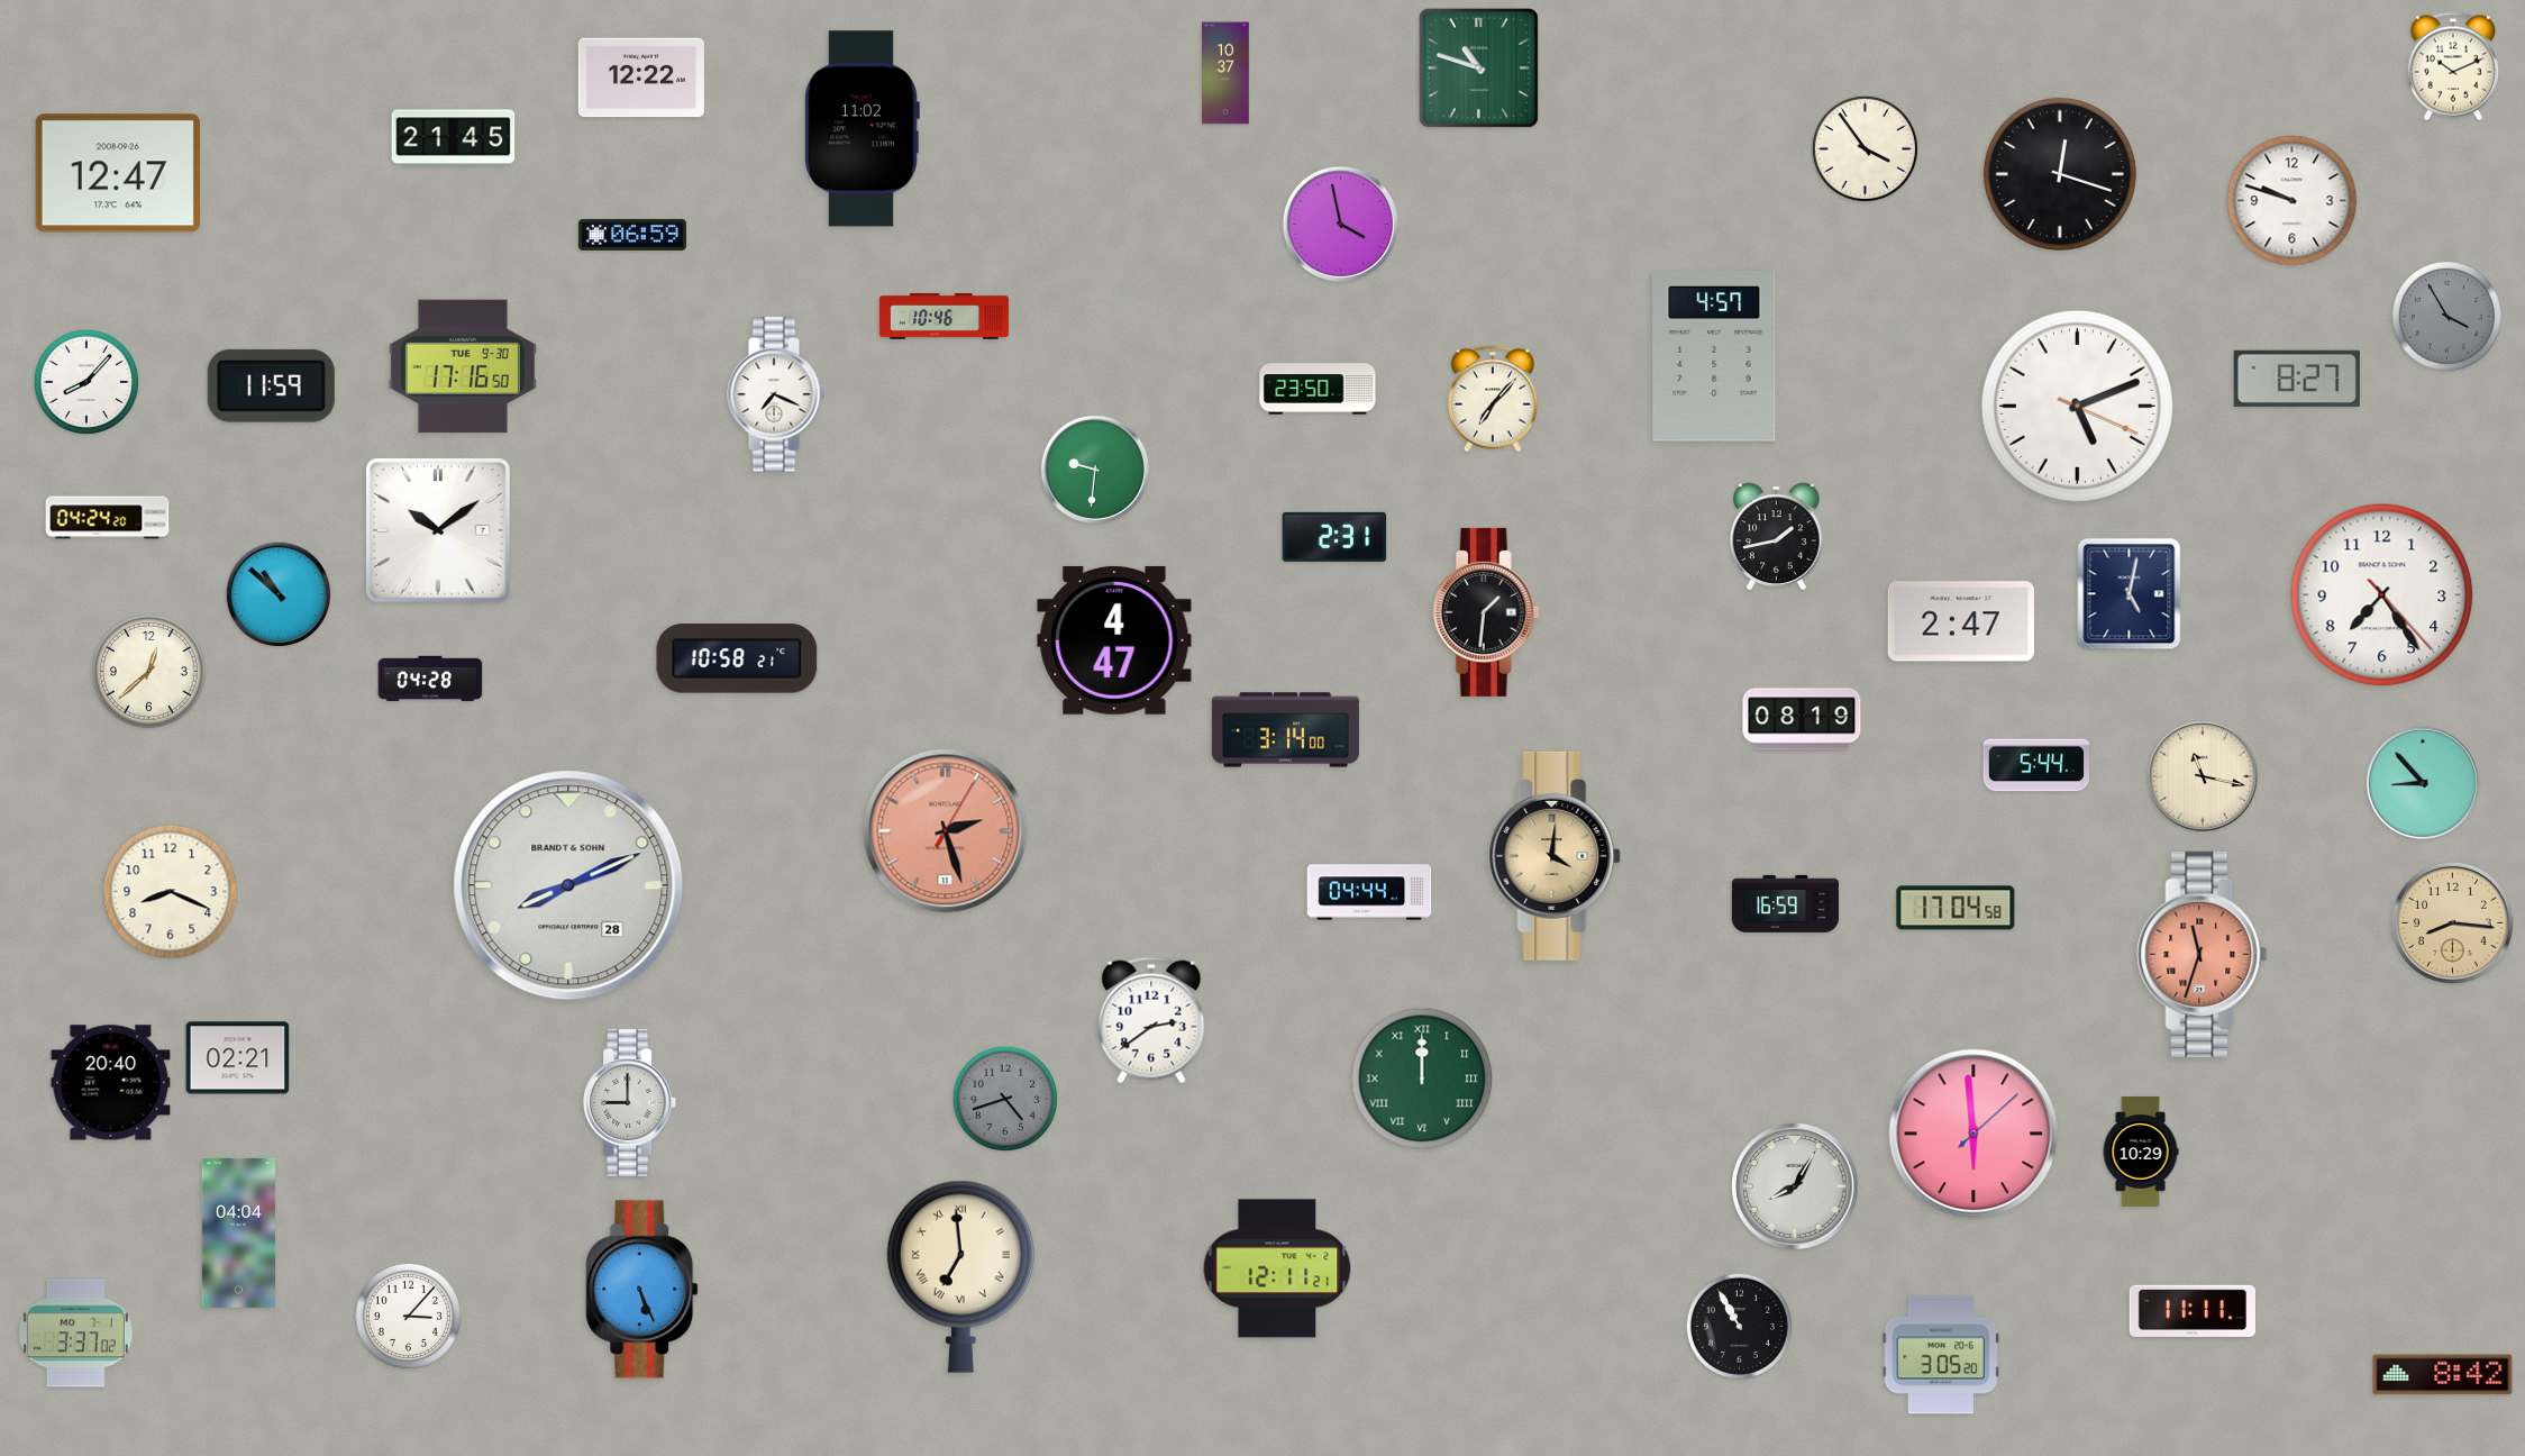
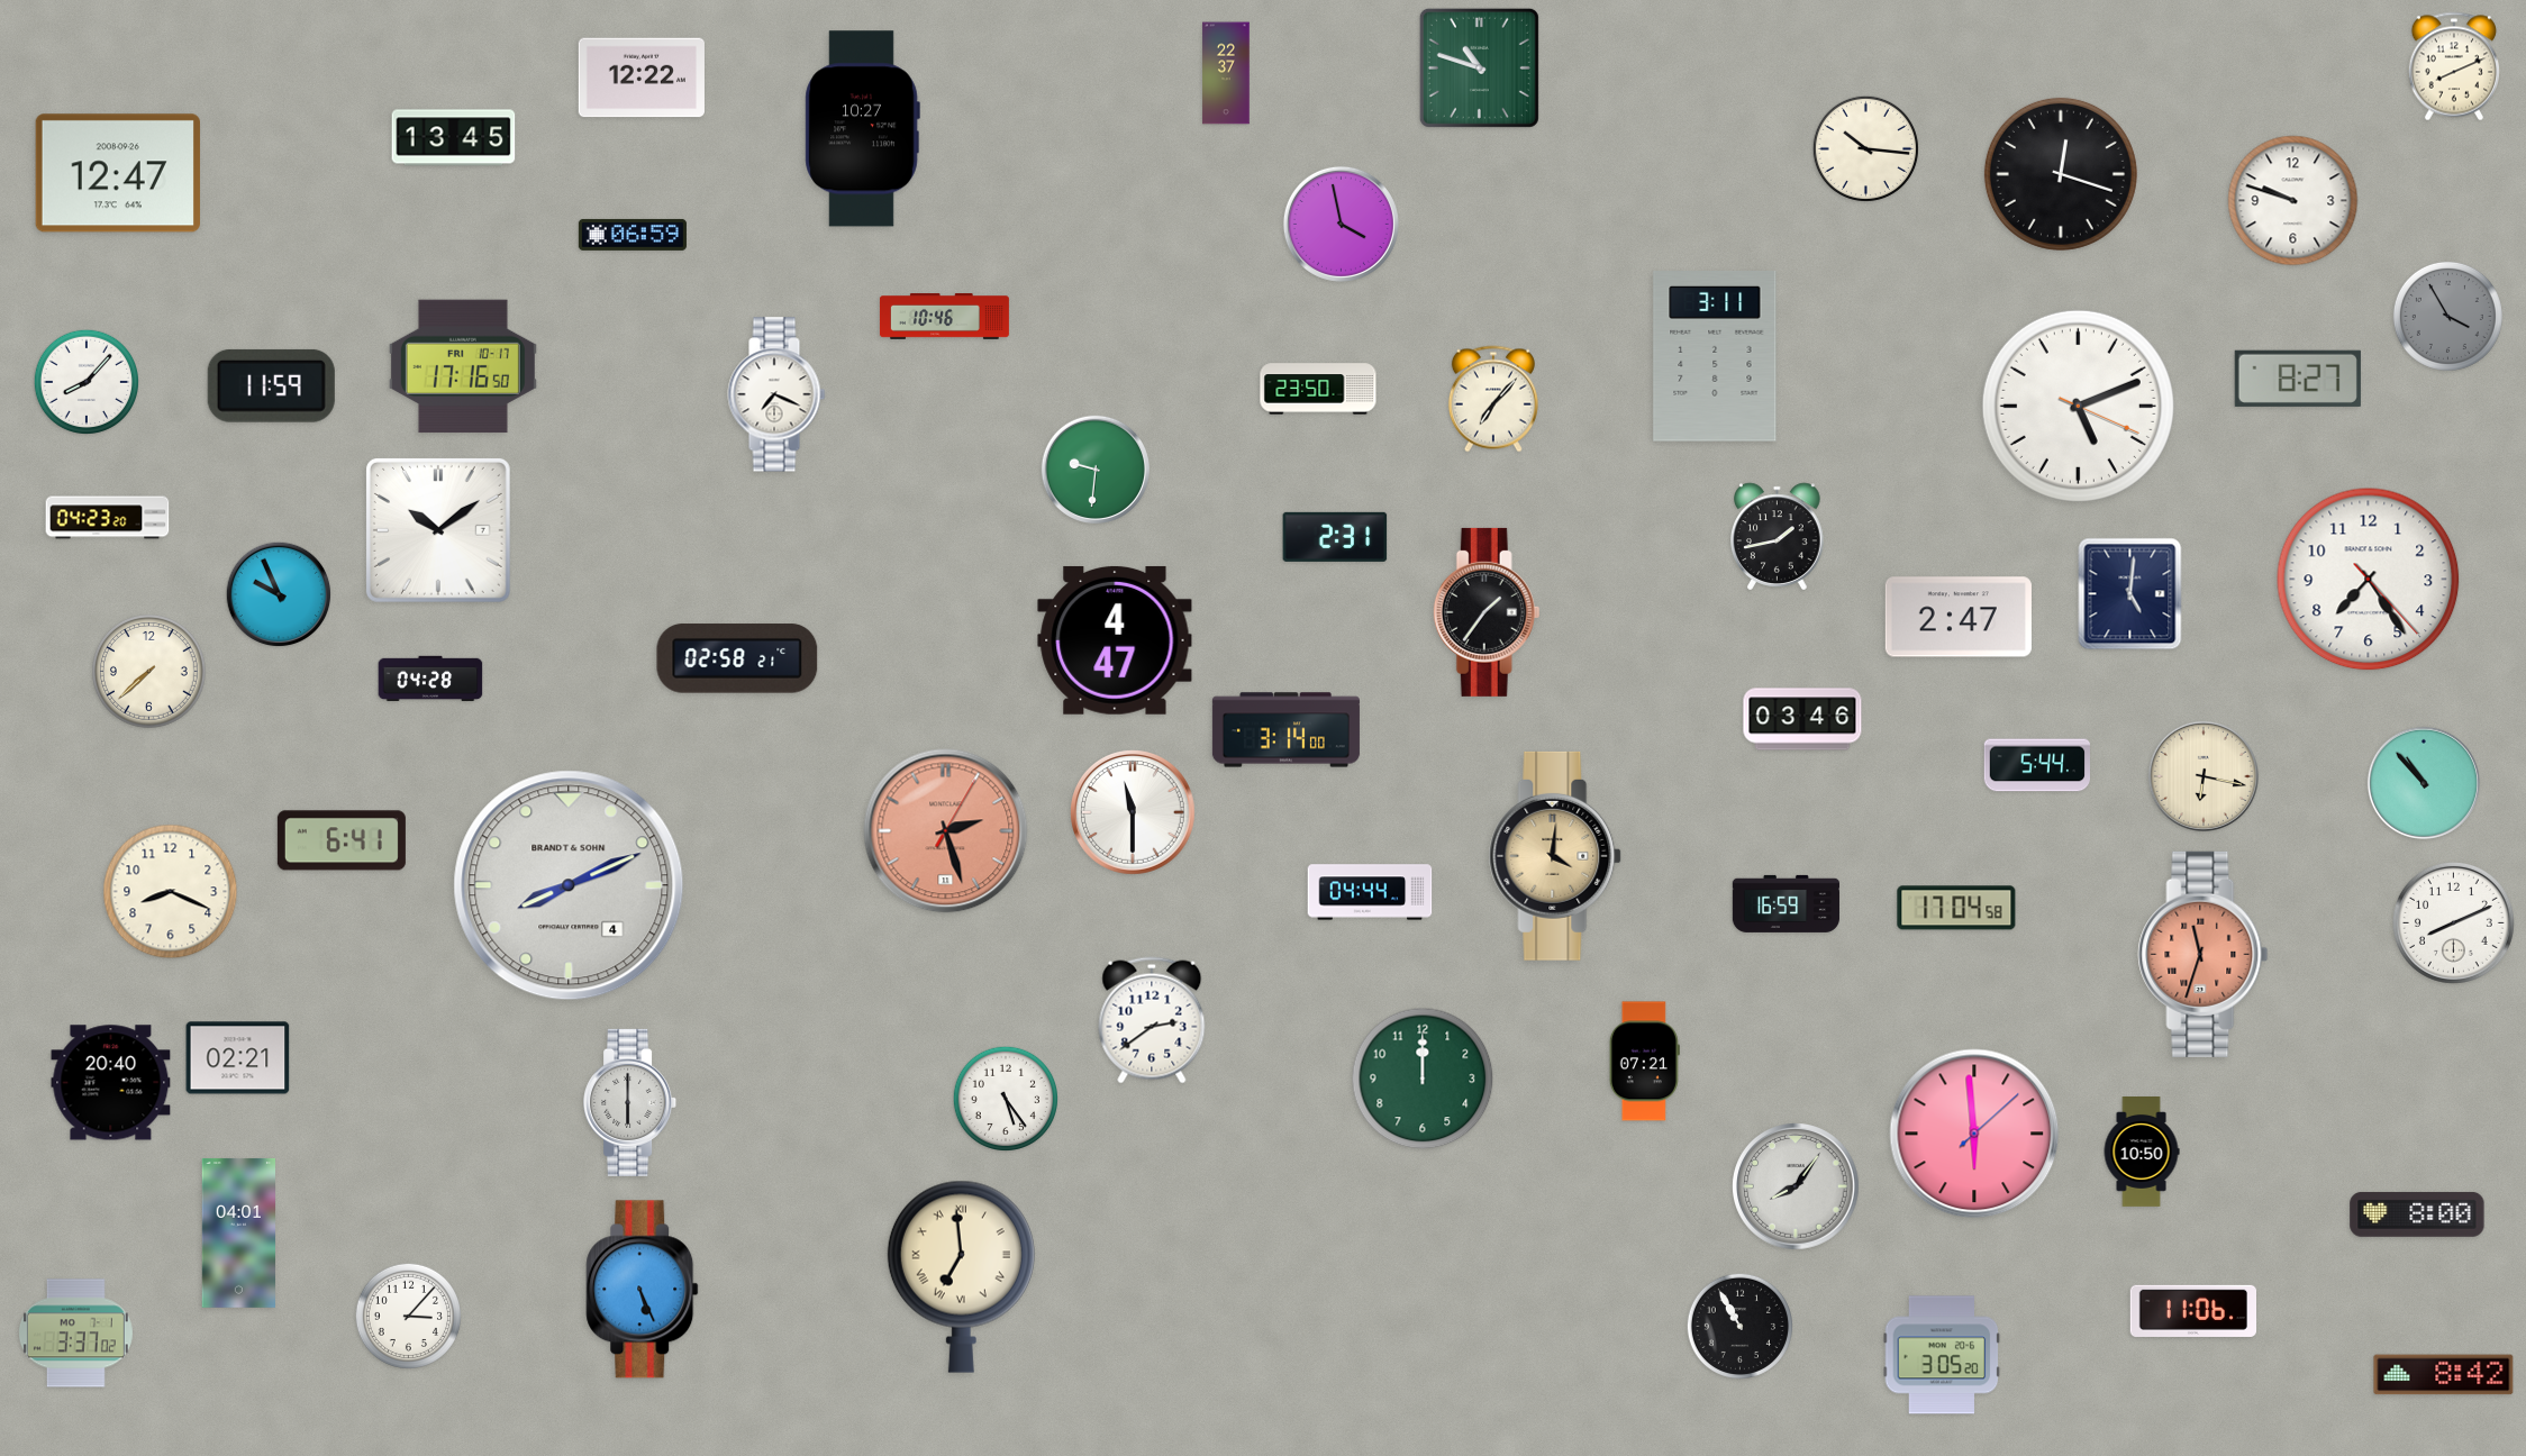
clock at (2452, 66): 10:11 -> 8:11
clock at (1225, 73): 10:37 -> 22:37
clock at (862, 129): 11:02 -> 10:27
clock at (454, 138): 21:45 -> 13:45
clock at (1865, 148): 3:54 -> 10:16
clock at (1714, 357): 4:57 -> 3:11
clock at (463, 366) date: TUE 9-30 -> FRI 10-17
clock at (108, 518): 04:24 -> 04:23
clock at (279, 594): 10:52 -> 9:56
clock at (2130, 594): 5:02 -> 5:01
clock at (2382, 595) position: (2382, 595) -> (2369, 580)
clock at (1486, 612): 1:31 -> 1:36
clock at (1961, 621) position: (1961, 621) -> (1959, 617)
clock at (737, 658): 10:58 -> 02:58
clock at (149, 672): 12:38 -> 7:38
clock at (1802, 719): 08:19 -> 03:46
clock at (2203, 776): 11:17 -> 6:17
clock at (2423, 783): 8:53 -> 10:53
clock at (1134, 813): none -> 11:30
clock at (342, 840): none -> 6:41
clock at (568, 885) date: 28 -> 4
clock at (2452, 922): 8:16 -> 8:11
clock at (2452, 922) dial: champagne -> white
clock at (1644, 1062): none -> 07:21
clock at (1422, 1079) numerals: Roman -> Arabic
clock at (1004, 1098): 4:42 -> 5:24
clock at (1004, 1098) dial: grey -> white
clock at (630, 1102): 9:00 -> 6:00
clock at (2141, 1153): 10:29 -> 10:50
clock at (1795, 1186): 8:05 -> 8:06
clock at (2417, 1214): none -> 8:00
clock at (238, 1232): 04:04 -> 04:01
clock at (1277, 1268): 12:11 -> none
clock at (2191, 1311): 11:11 -> 11:06
